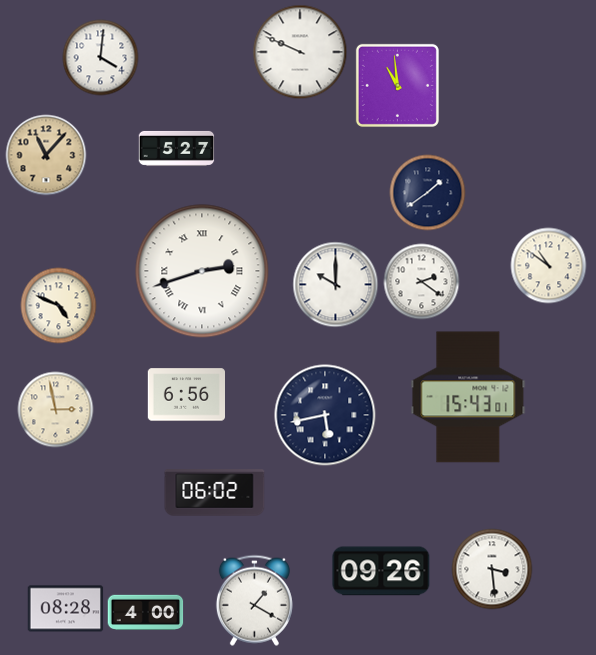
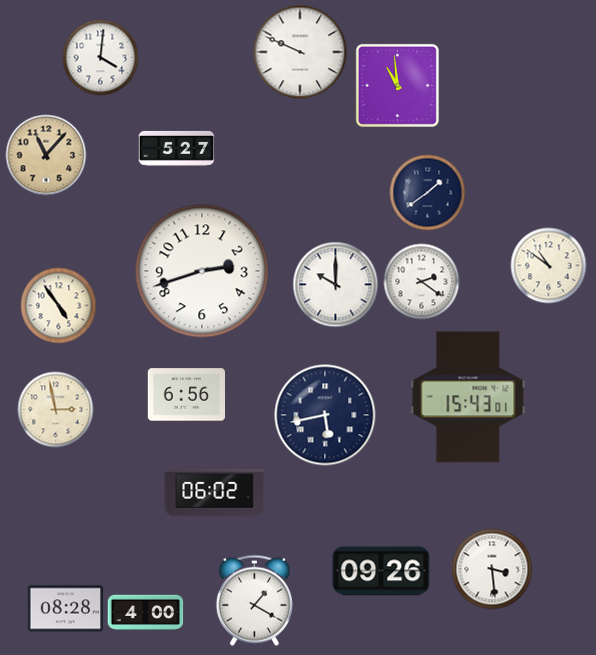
clock at (202, 271) numerals: Roman -> Arabic
clock at (59, 306): 4:49 -> 4:54
